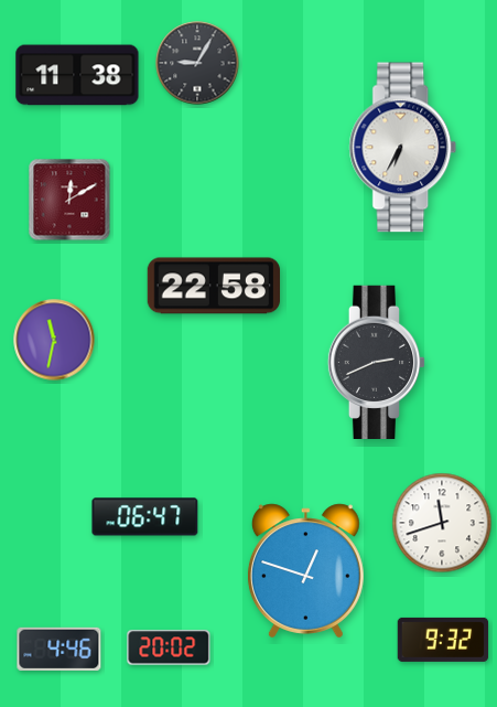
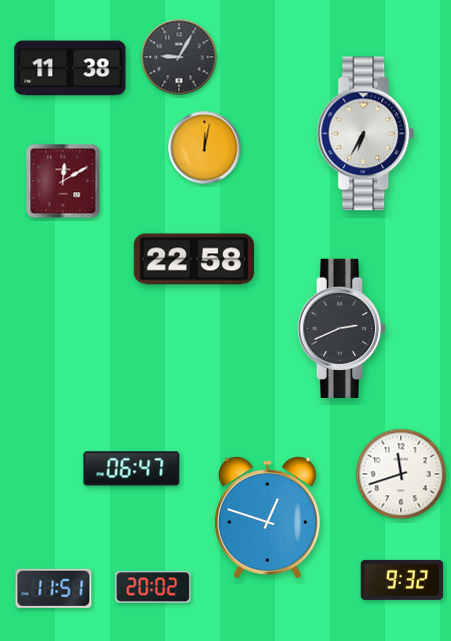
clock at (205, 148): none -> 12:02
clock at (54, 340): 11:32 -> none
clock at (305, 571) position: (305, 571) -> (267, 518)
clock at (60, 649): 4:46 -> 11:51
